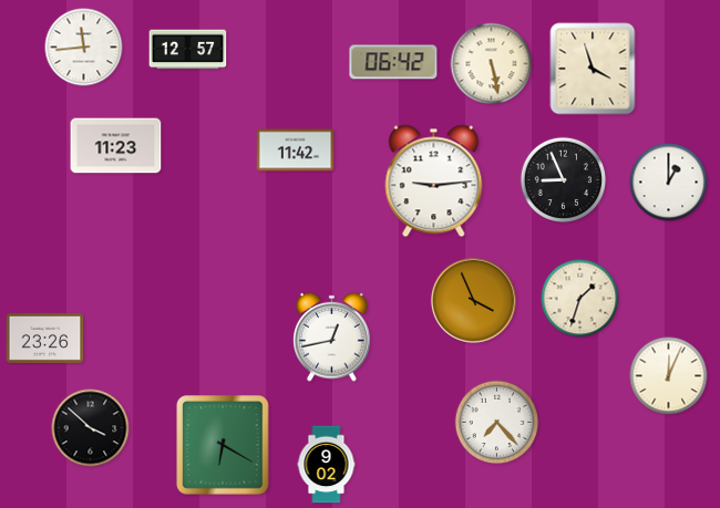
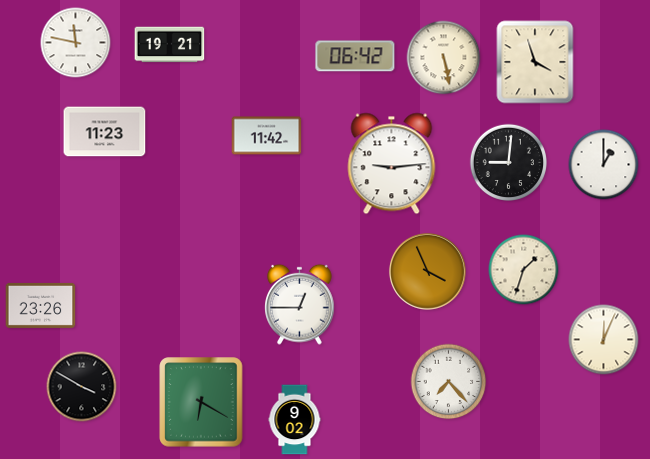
clock at (84, 48): 11:44 -> 11:47
clock at (188, 50): 12:57 -> 19:21
clock at (563, 179): 8:56 -> 9:01
clock at (332, 336): 12:43 -> 12:45
clock at (91, 428): 3:52 -> 3:50
